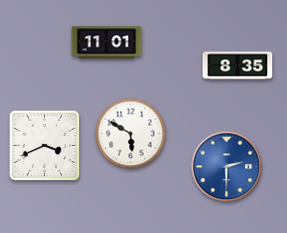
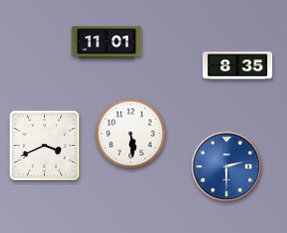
clock at (131, 134): 5:50 -> 5:29
